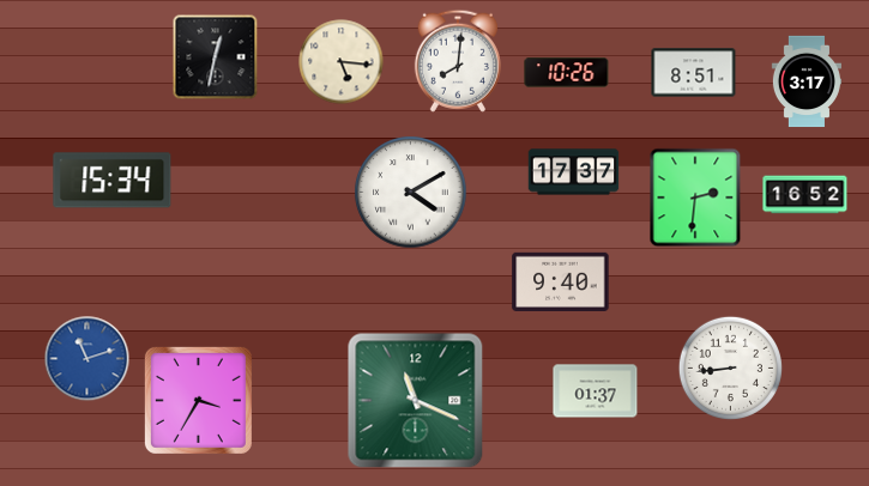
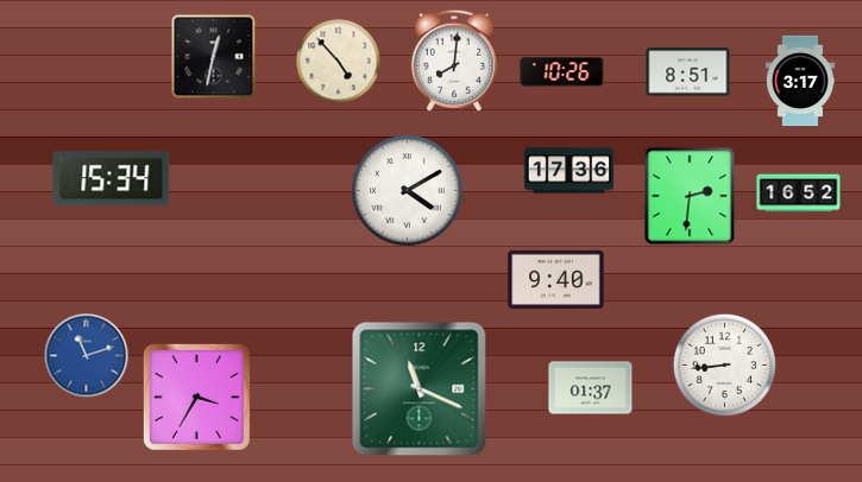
clock at (342, 62): 5:16 -> 4:53
clock at (574, 172): 17:37 -> 17:36
clock at (416, 401) position: (416, 401) -> (420, 389)
